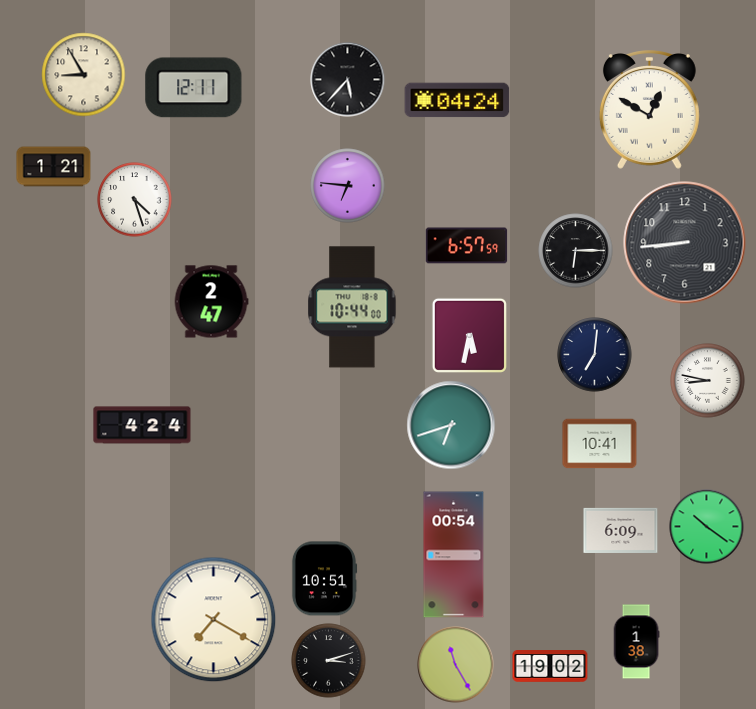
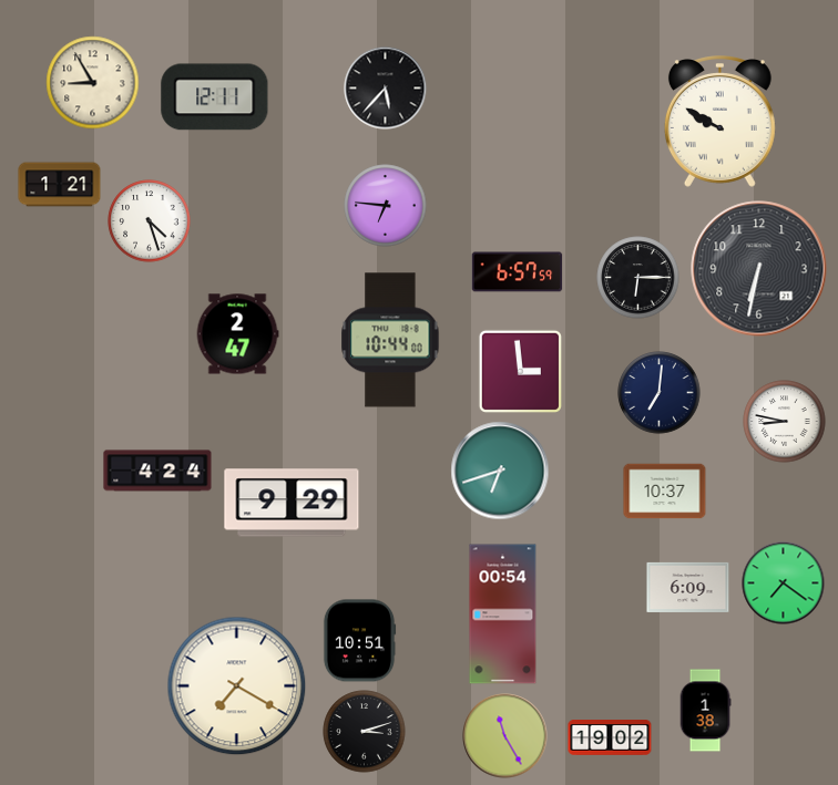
clock at (457, 100): 04:24 -> none
clock at (649, 110): 12:50 -> 9:50
clock at (685, 243): 8:44 -> 6:32
clock at (211, 302) position: (211, 302) -> (237, 334)
clock at (469, 335): 5:32 -> 2:59
clock at (600, 444): 10:41 -> 10:37
clock at (292, 503): none -> 9:29
clock at (707, 527): 10:21 -> 7:21
